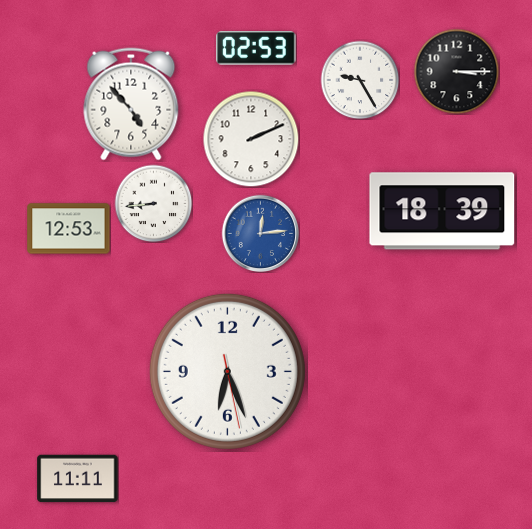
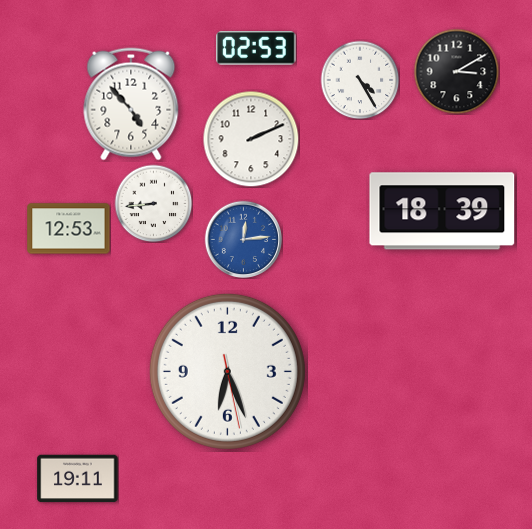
clock at (456, 71): 3:15 -> 3:10
clock at (360, 80): 9:25 -> 4:25
clock at (260, 233) position: (260, 233) -> (243, 239)
clock at (78, 479): 11:11 -> 19:11
